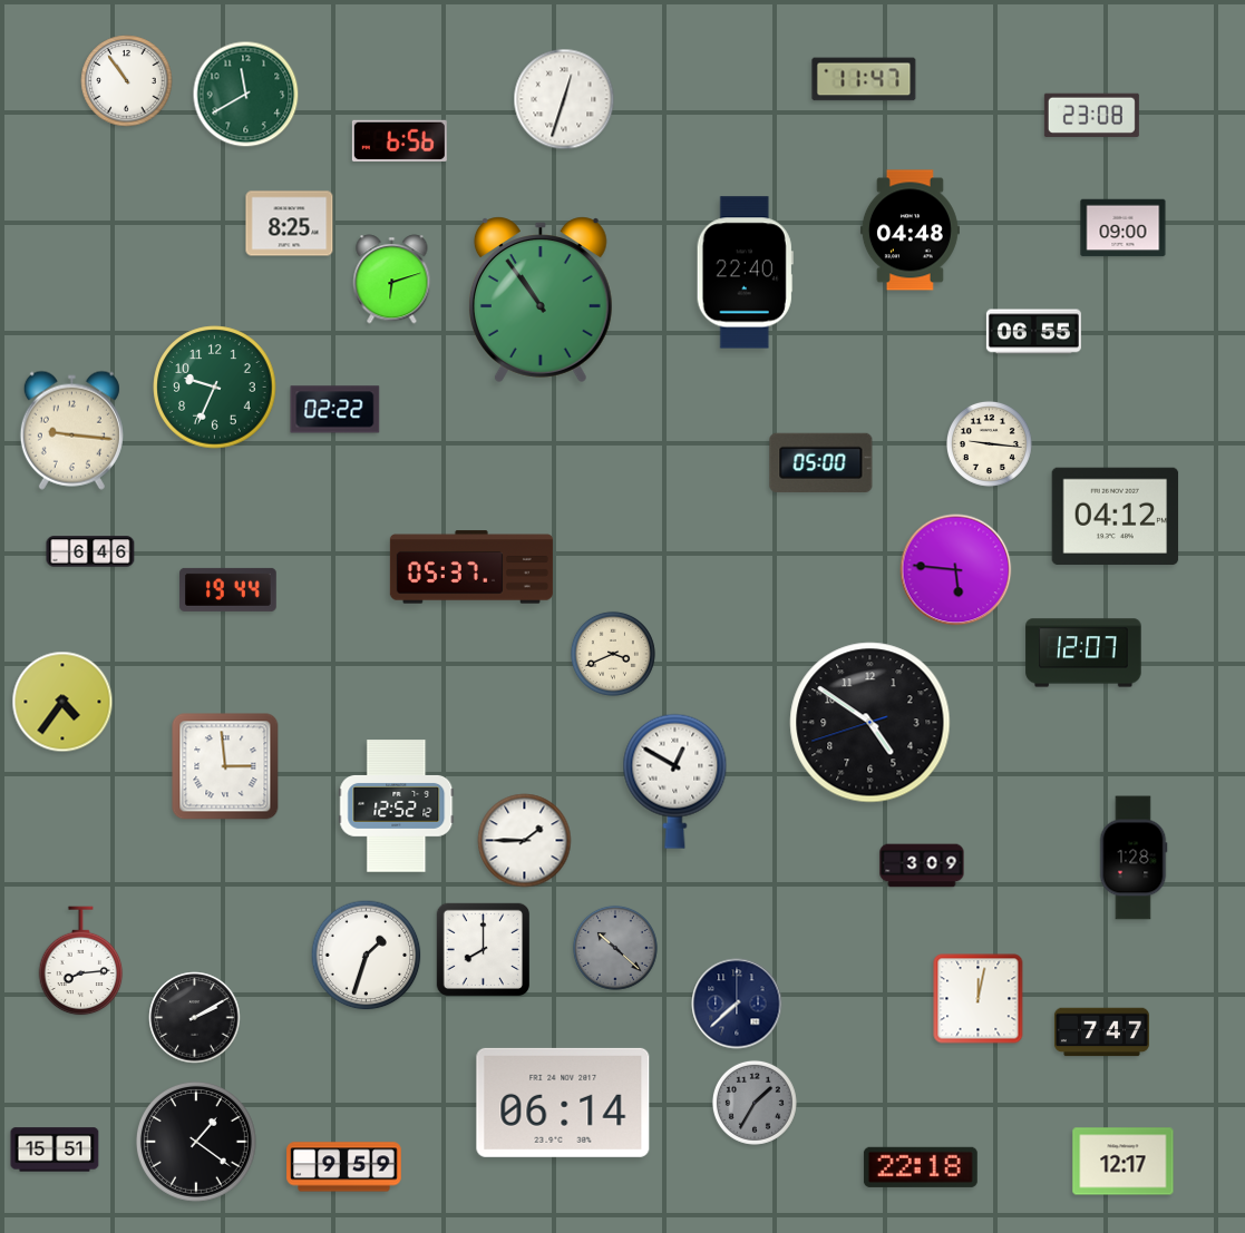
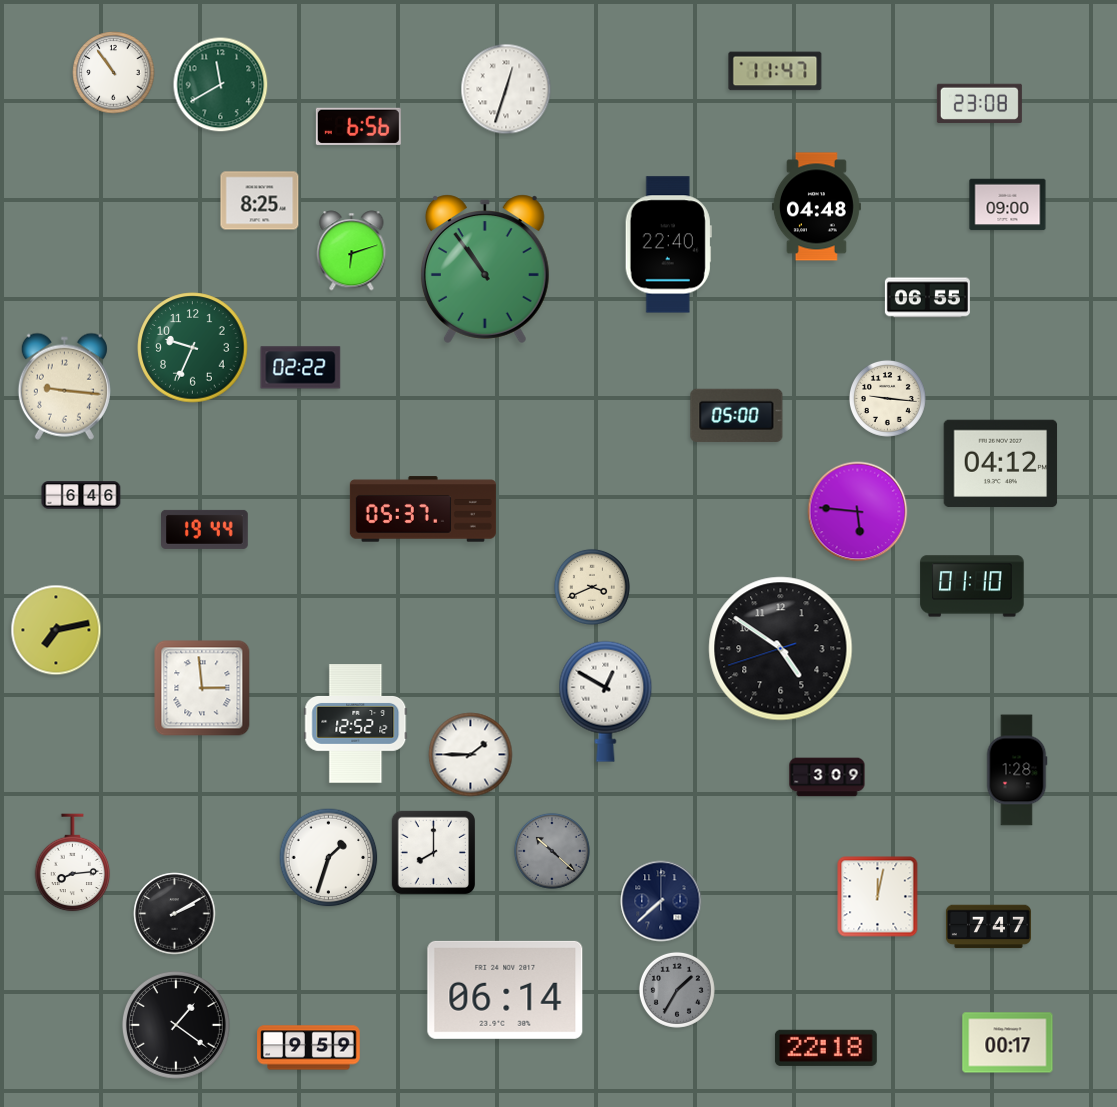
clock at (1083, 653): 12:07 -> 01:10
clock at (613, 654) position: (613, 654) -> (592, 587)
clock at (62, 702): 4:36 -> 7:13
clock at (55, 1149): 15:51 -> none
clock at (1124, 1162): 12:17 -> 00:17
